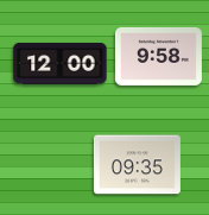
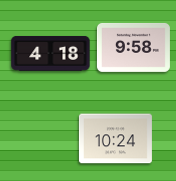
clock at (61, 63): 12:00 -> 4:18
clock at (137, 165): 09:35 -> 10:24
